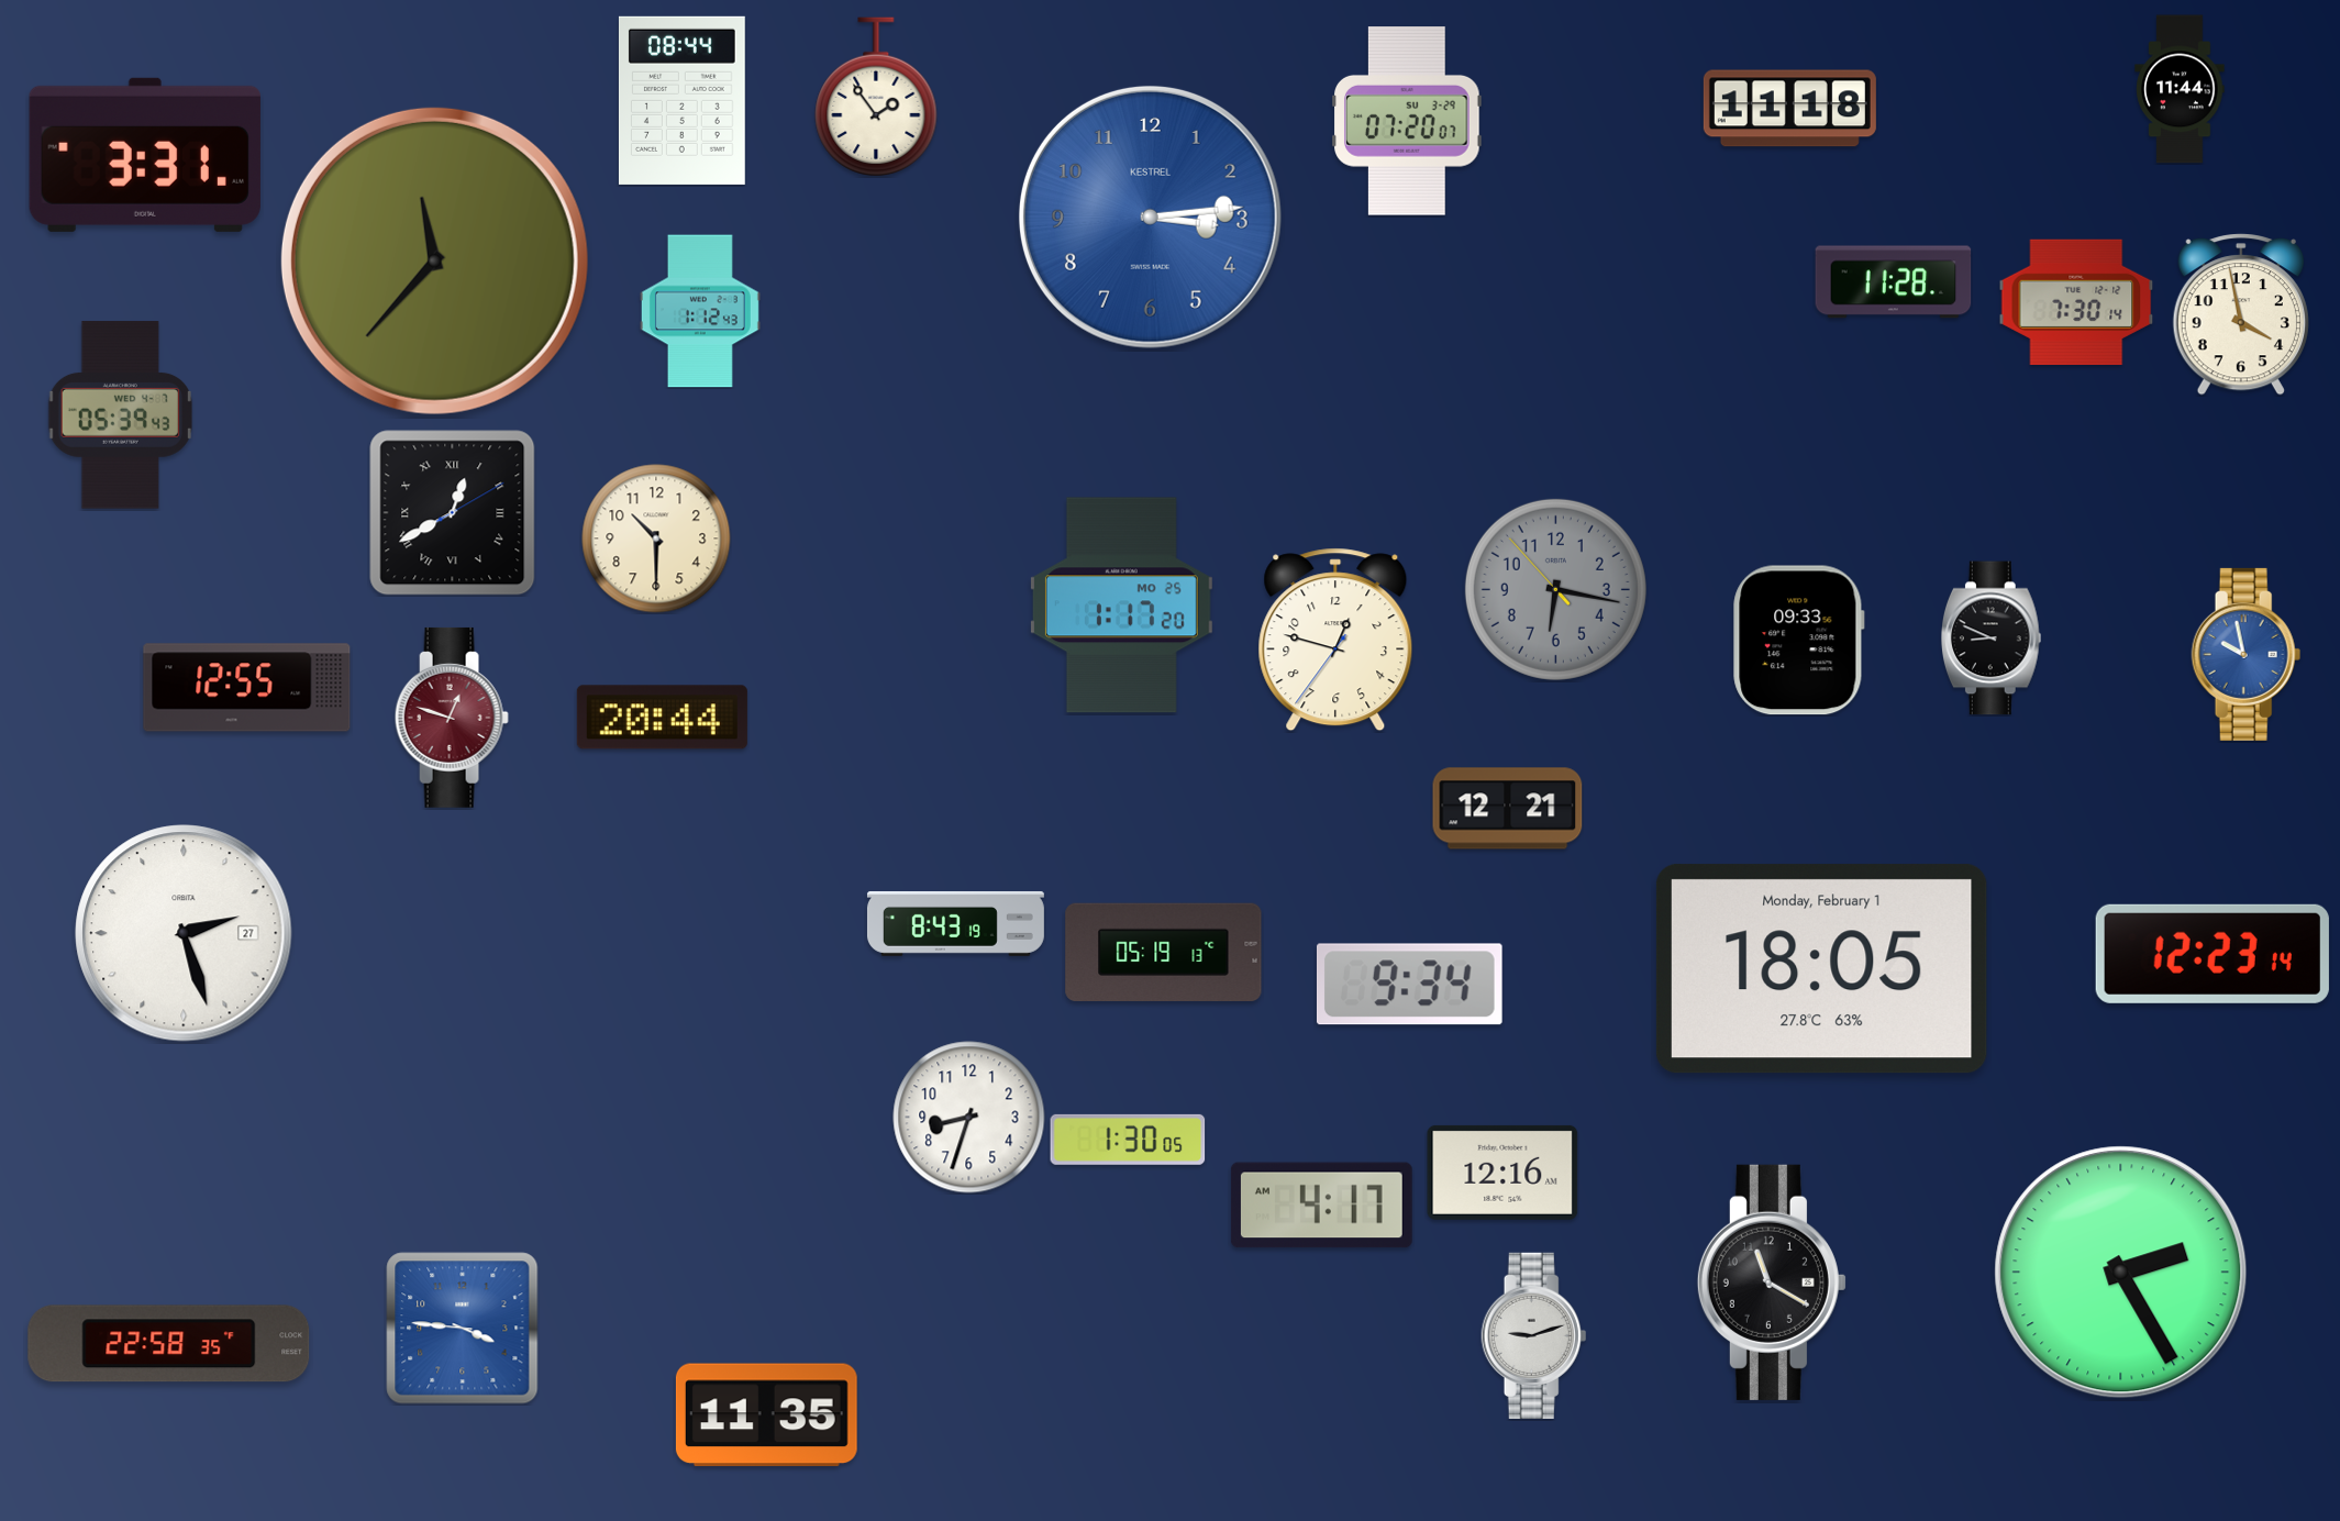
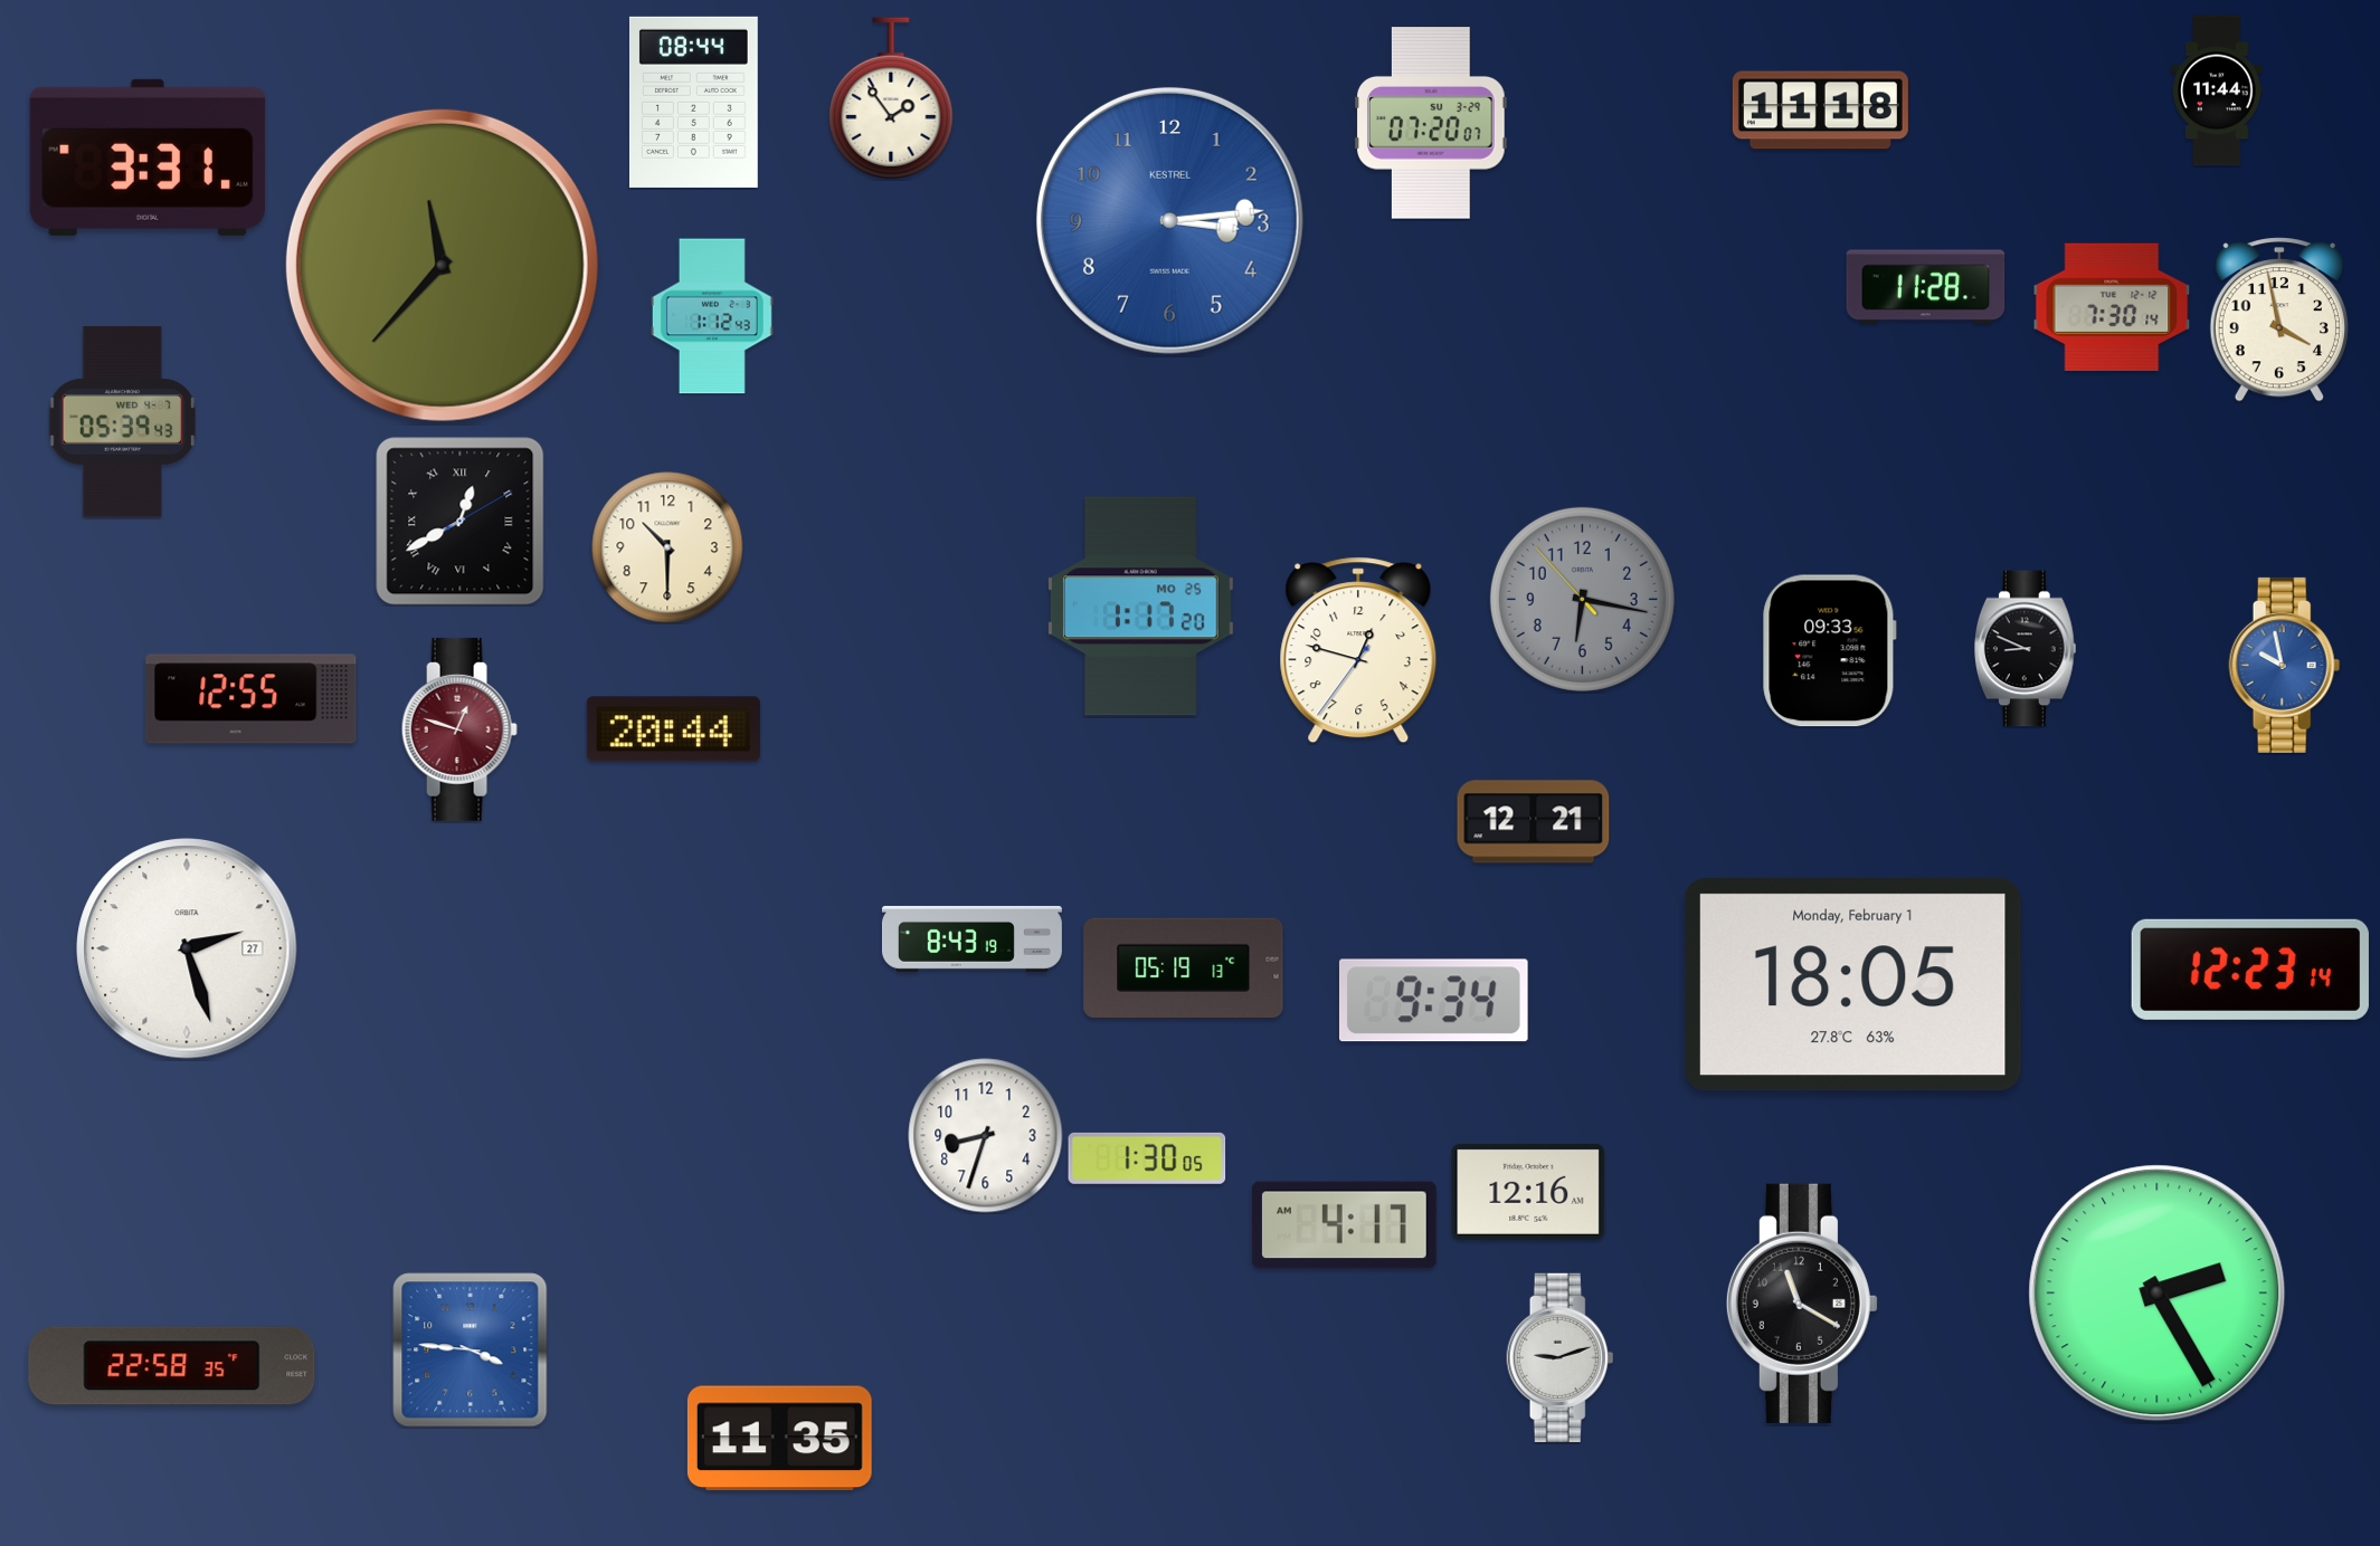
clock at (1121, 606) position: (1121, 606) -> (1140, 607)
